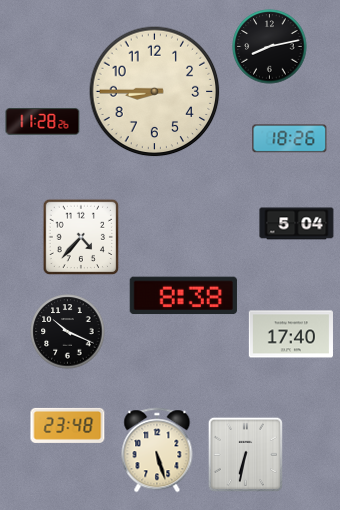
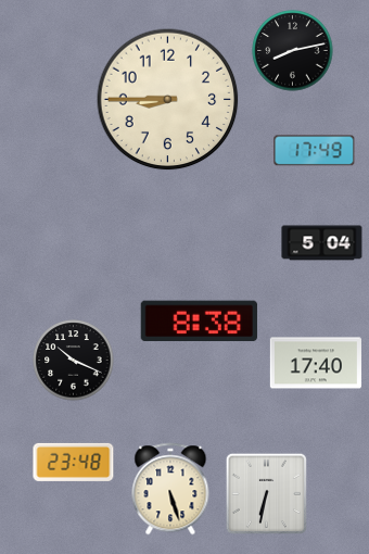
clock at (43, 122): 11:28 -> none
clock at (290, 139): 18:26 -> 17:49
clock at (81, 237): 4:37 -> none
